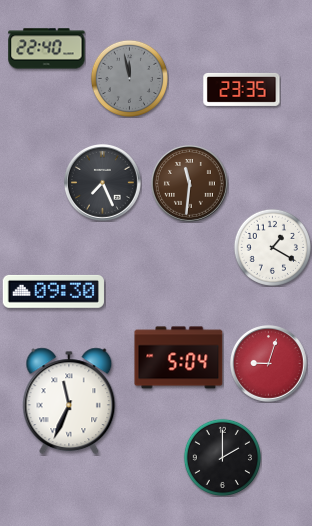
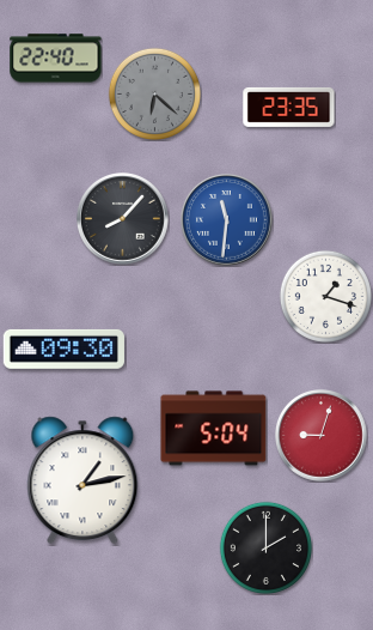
clock at (129, 78): 11:58 -> 6:22
clock at (103, 183): 7:26 -> 8:07
clock at (190, 184) dial: brown -> blue
clock at (272, 247): 1:20 -> 1:18
clock at (69, 401): 11:34 -> 1:13
